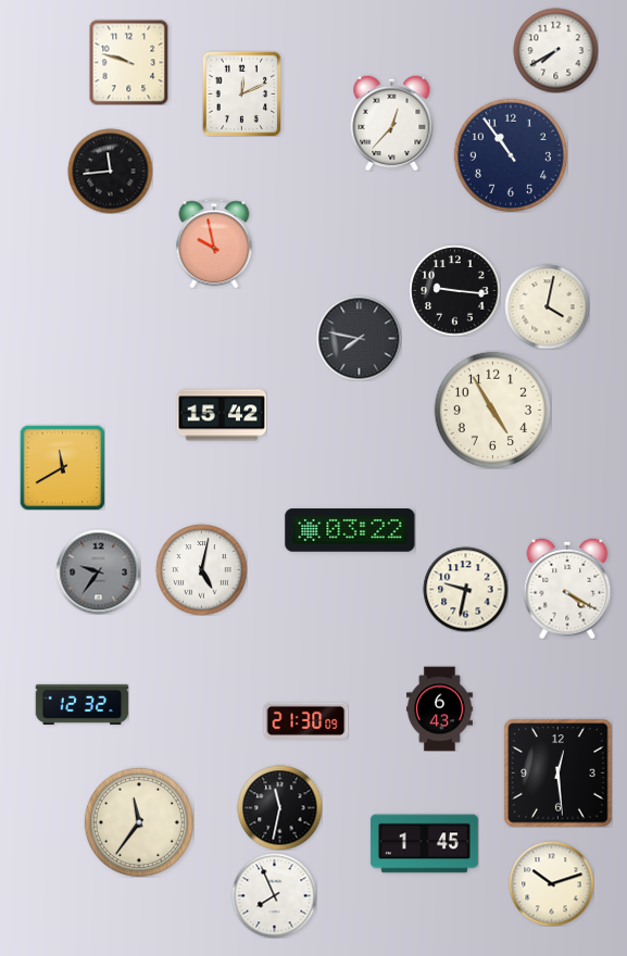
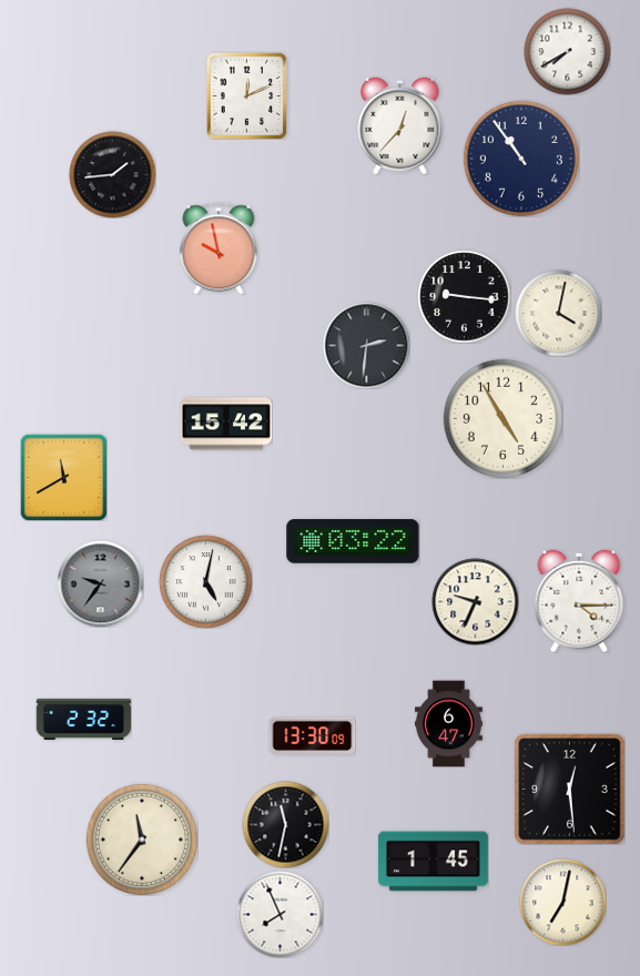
clock at (129, 62): 9:48 -> none
clock at (110, 171): 11:44 -> 1:44
clock at (359, 338): 7:47 -> 2:31
clock at (350, 530) position: (350, 530) -> (353, 541)
clock at (465, 589): 9:32 -> 9:34
clock at (567, 589): 4:20 -> 4:15
clock at (81, 704): 12:32 -> 2:32
clock at (439, 708): 6:43 -> 6:47
clock at (305, 720): 21:30 -> 13:30
clock at (551, 883): 10:12 -> 7:02
